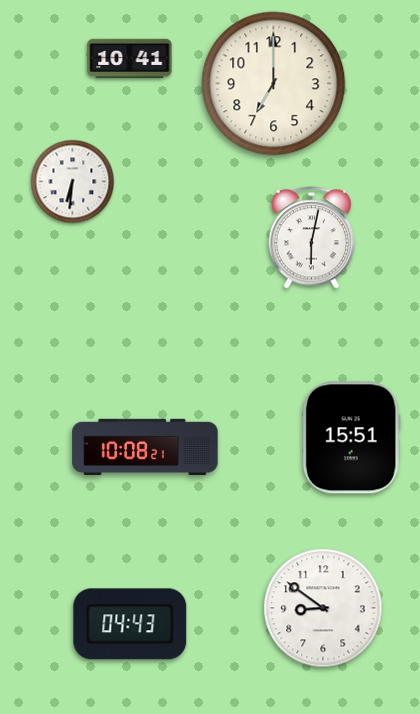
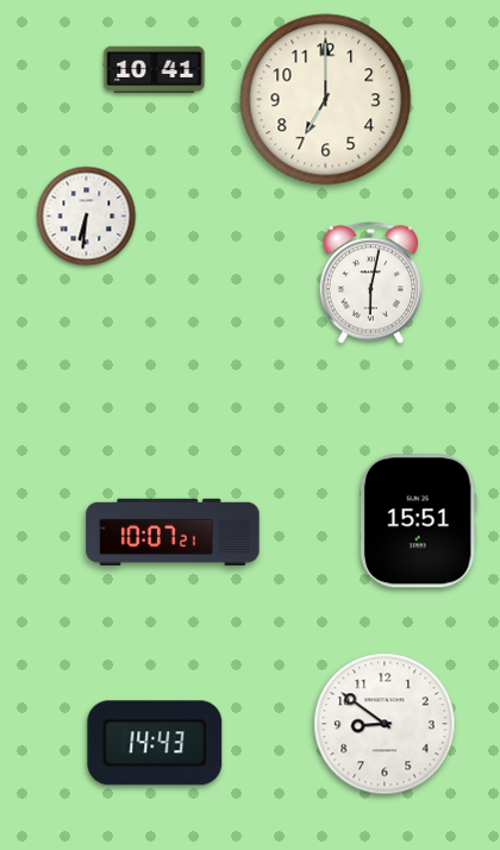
clock at (145, 446): 10:08 -> 10:07
clock at (130, 624): 04:43 -> 14:43
